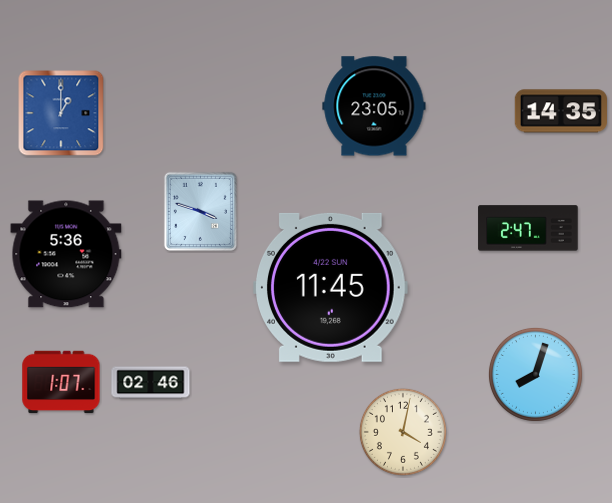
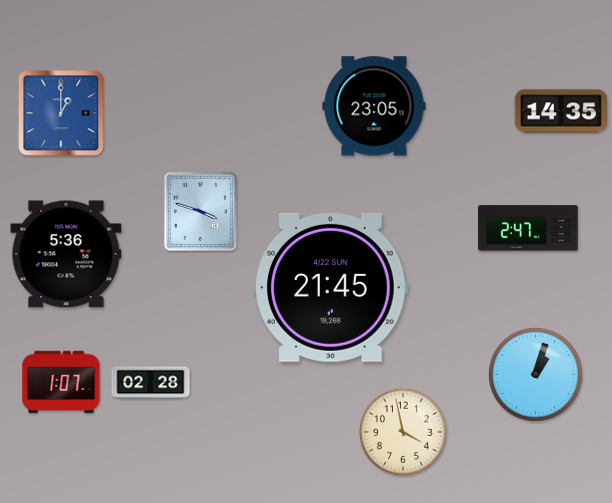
clock at (331, 287): 11:45 -> 21:45
clock at (535, 374): 8:03 -> 1:03
clock at (151, 383): 02:46 -> 02:28
clock at (403, 432): 4:02 -> 3:58
